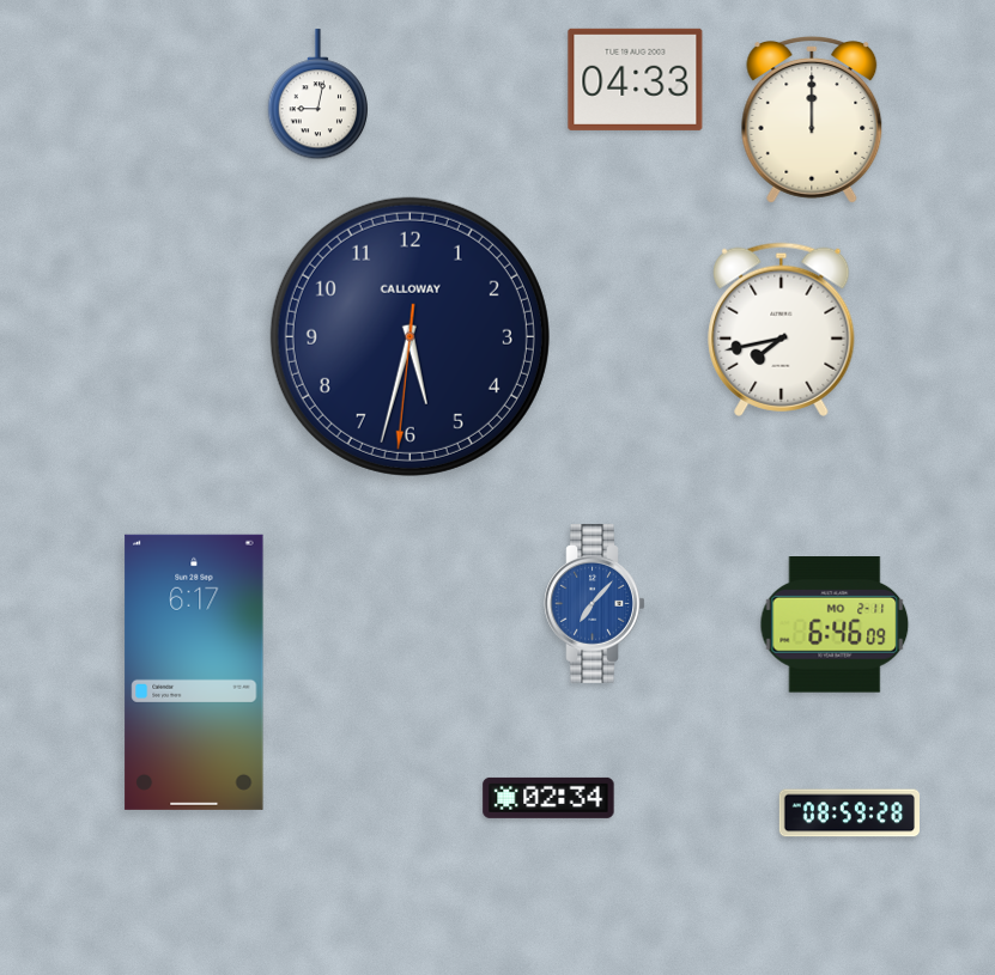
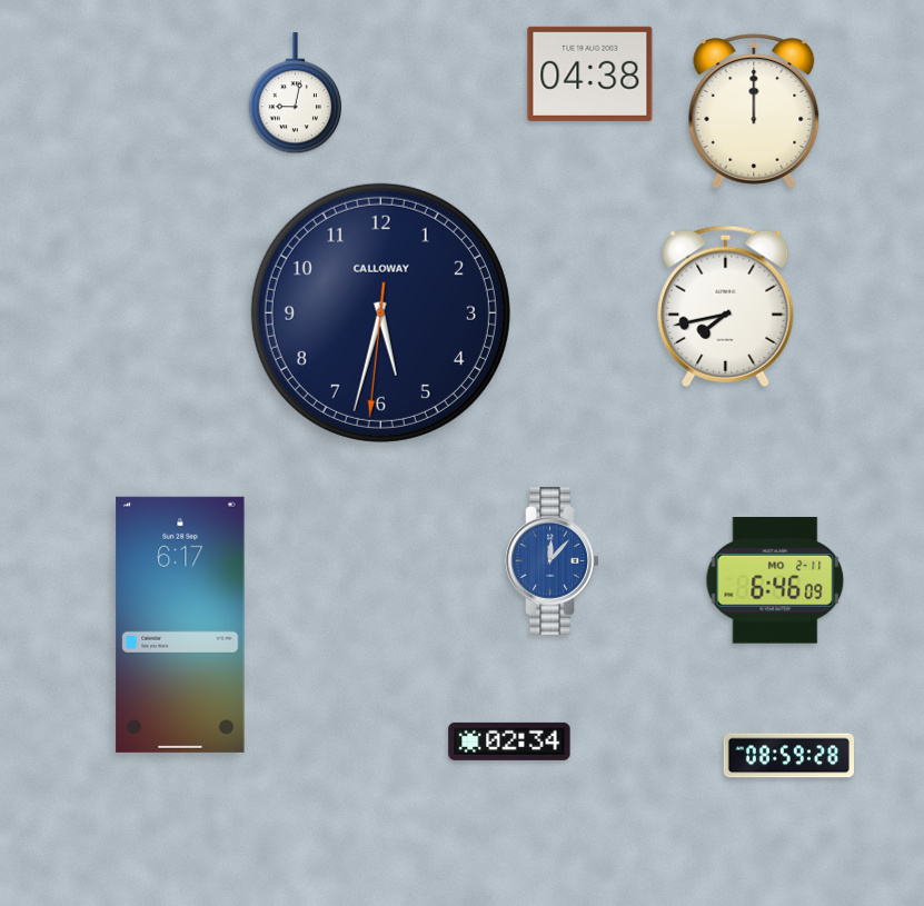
clock at (636, 79): 04:33 -> 04:38
clock at (318, 95) position: (318, 95) -> (296, 93)
clock at (595, 604): 7:07 -> 12:07
